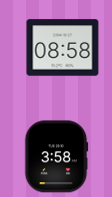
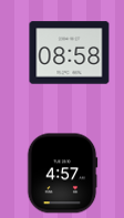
clock at (56, 157): 3:58 -> 4:57
